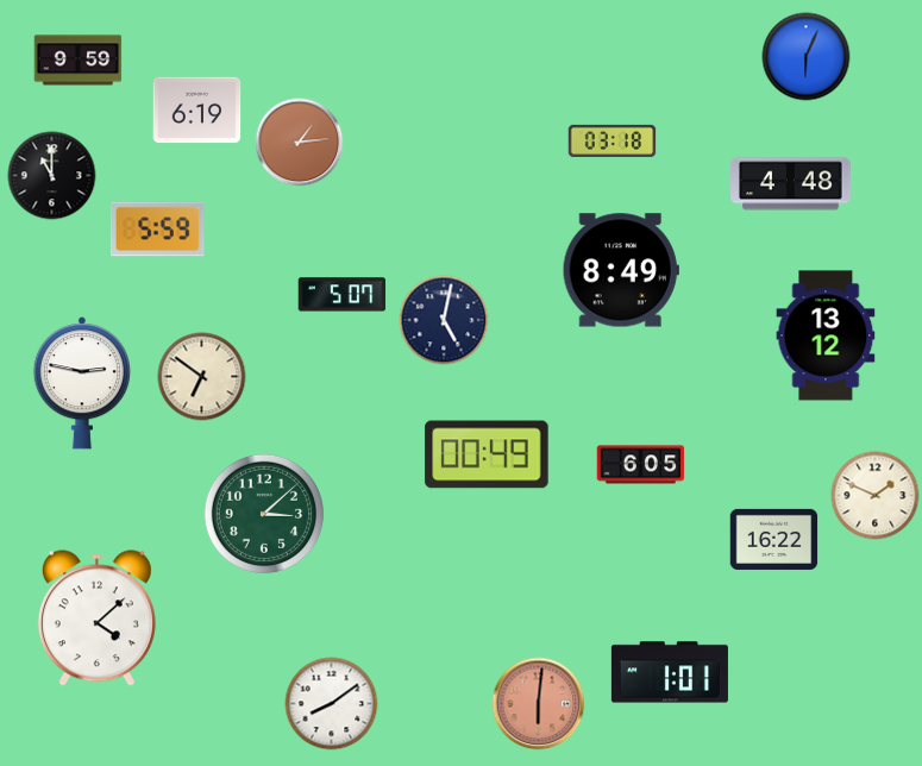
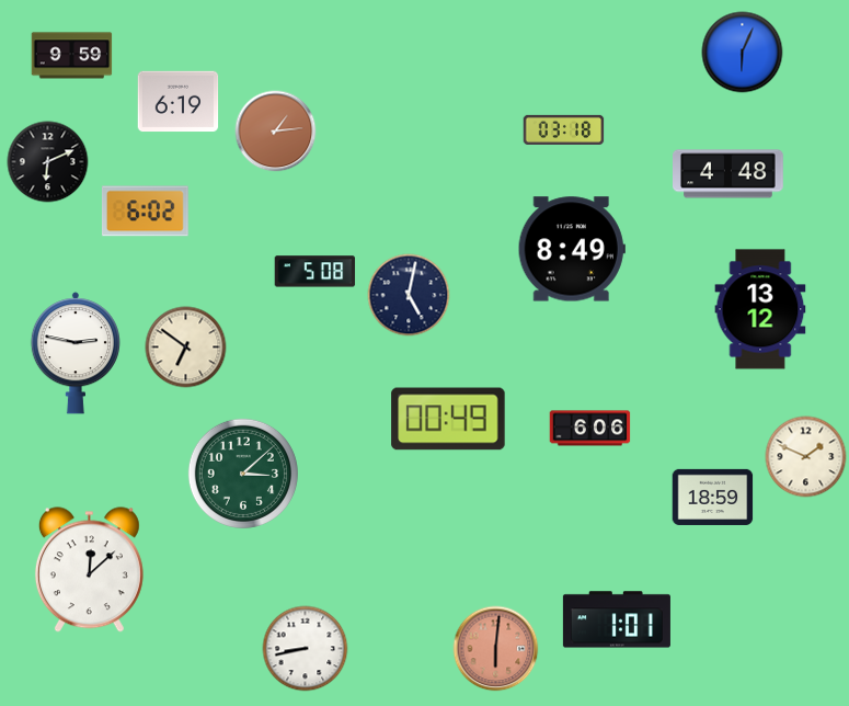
clock at (197, 111) position: (197, 111) -> (179, 102)
clock at (52, 176): 11:00 -> 6:11
clock at (791, 184) position: (791, 184) -> (728, 174)
clock at (157, 230): 5:59 -> 6:02
clock at (343, 295): 5:07 -> 5:08
clock at (641, 465): 6:05 -> 6:06
clock at (774, 539): 16:22 -> 18:59
clock at (96, 619): 4:08 -> 12:08
clock at (332, 704): 8:09 -> 8:43
